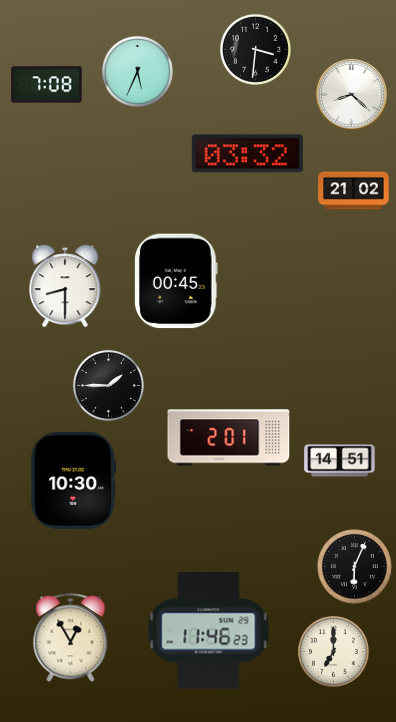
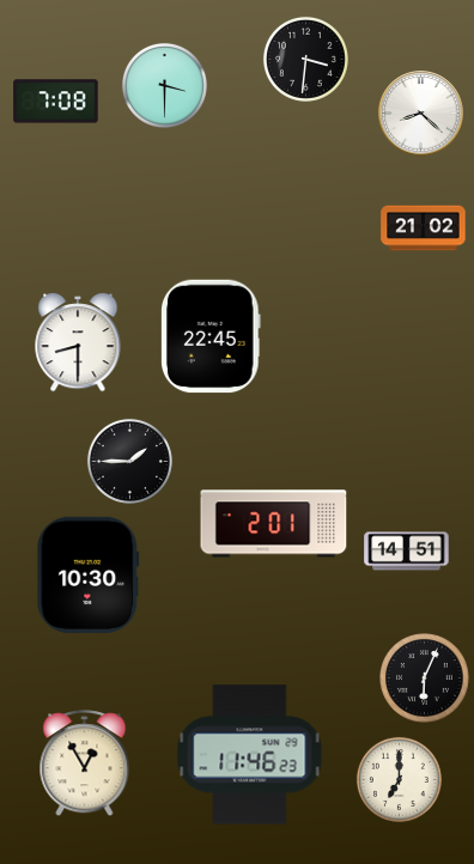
clock at (137, 71): 5:34 -> 3:30
clock at (247, 154): 03:32 -> none
clock at (177, 281): 00:45 -> 22:45
